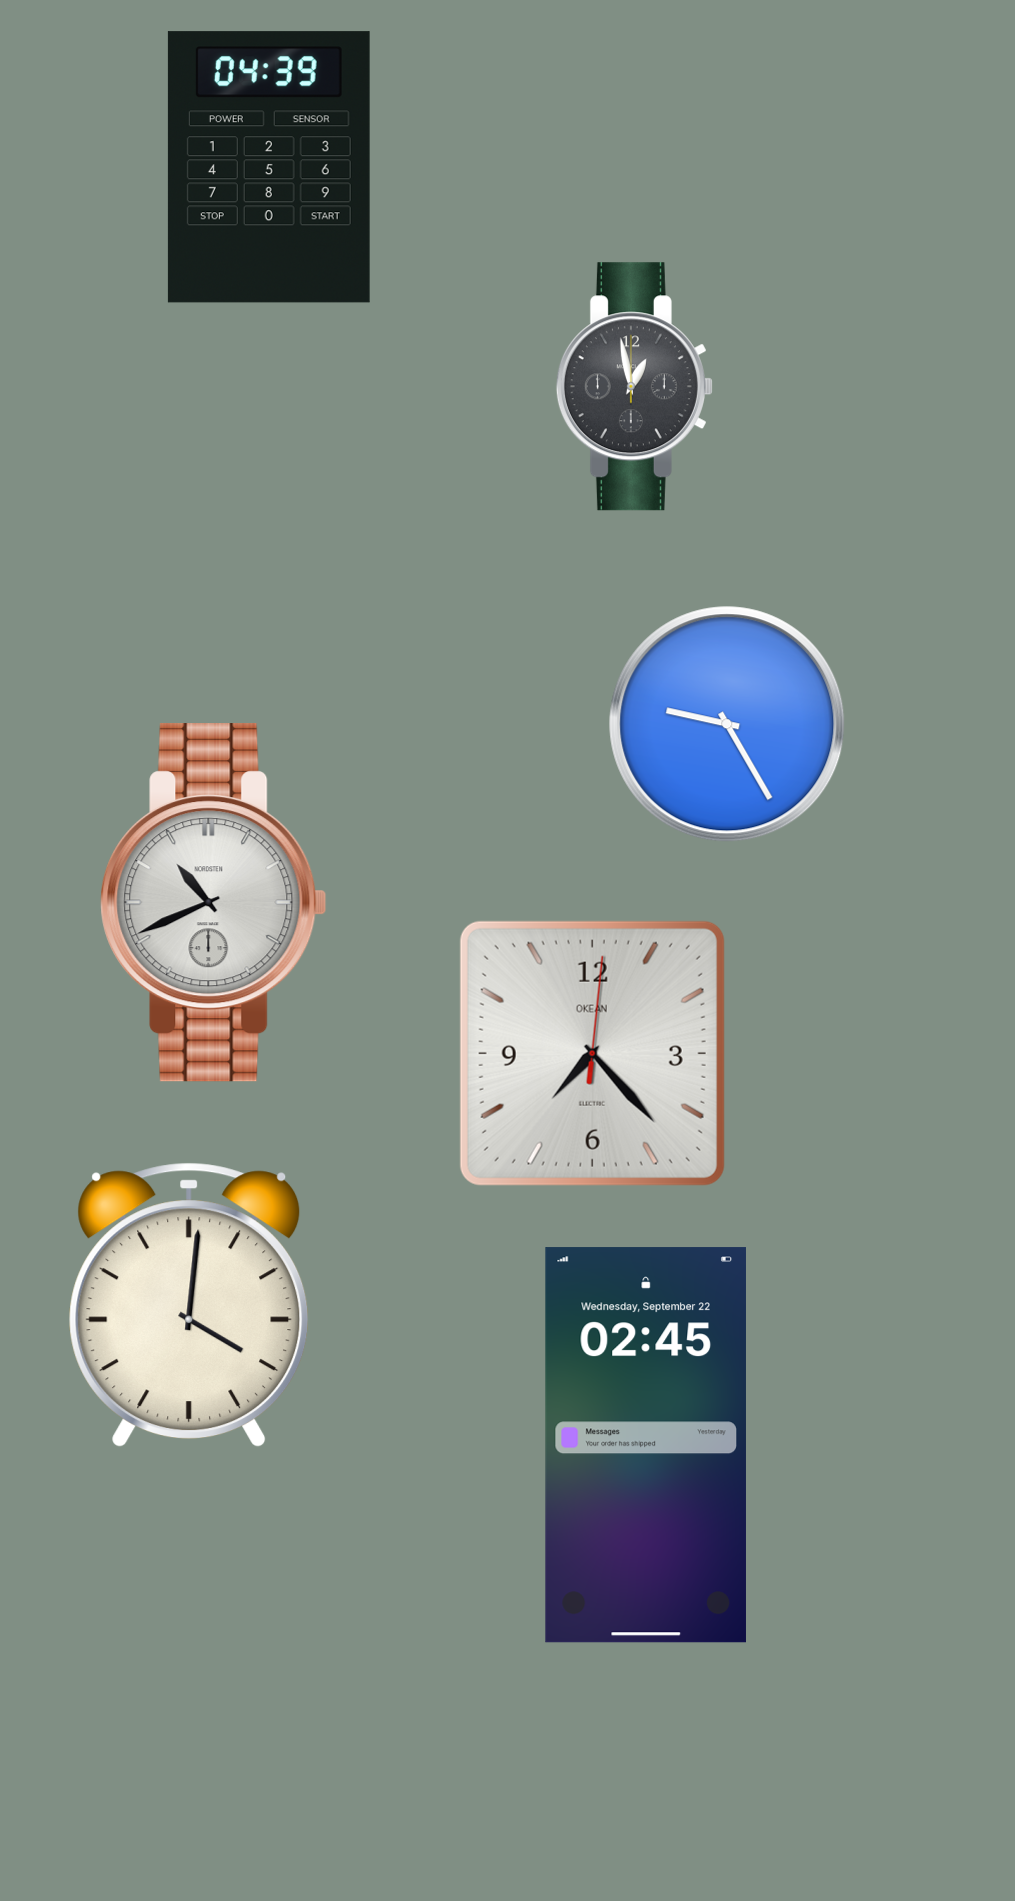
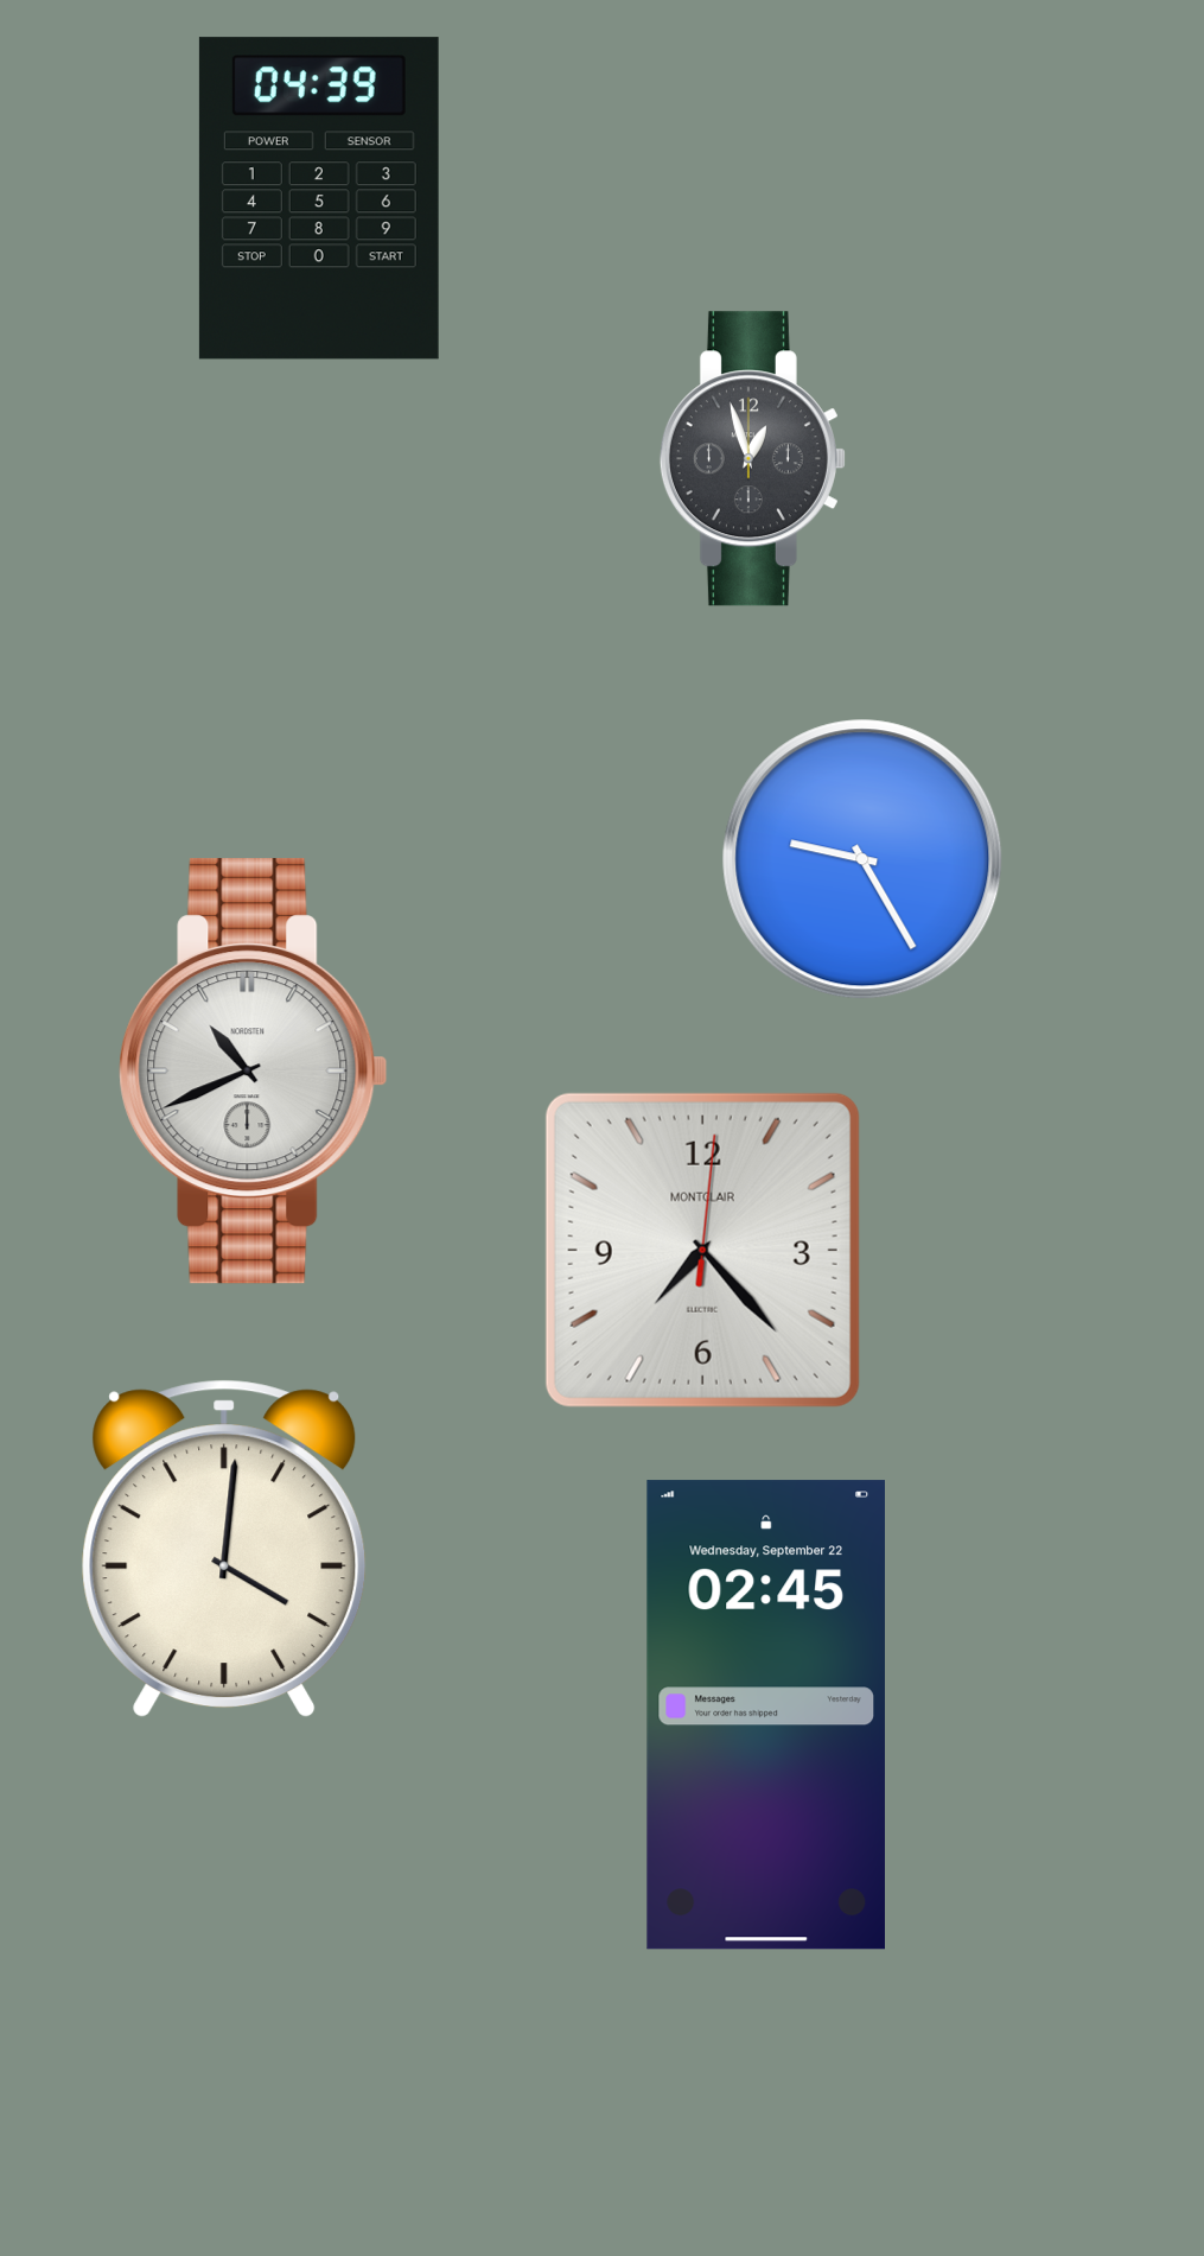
clock at (634, 387): 12:58 -> 12:57
clock at (592, 1053) brand: OKEAN -> MONTCLAIR
